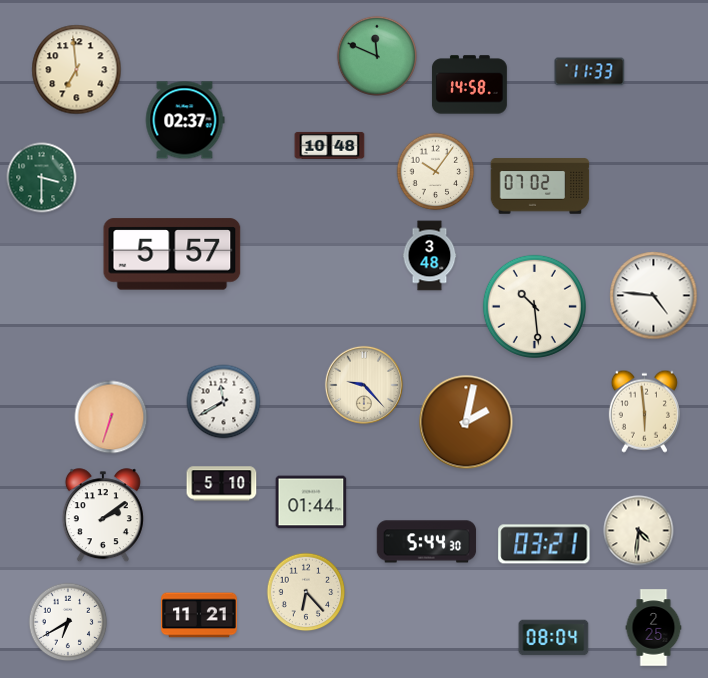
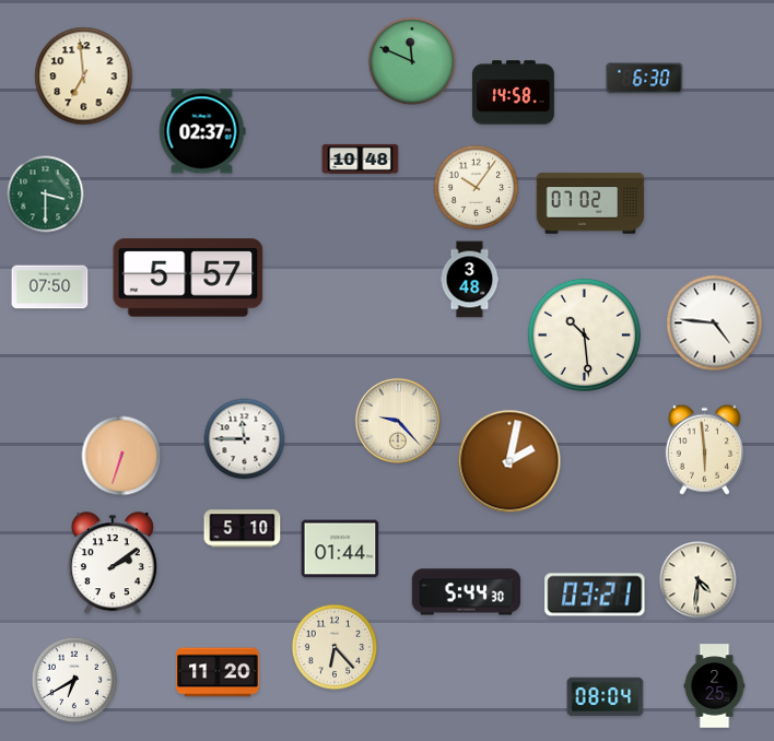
clock at (590, 72): 11:33 -> 6:30
clock at (50, 287): none -> 07:50
clock at (224, 402): 11:40 -> 11:45
clock at (199, 615): 11:21 -> 11:20
